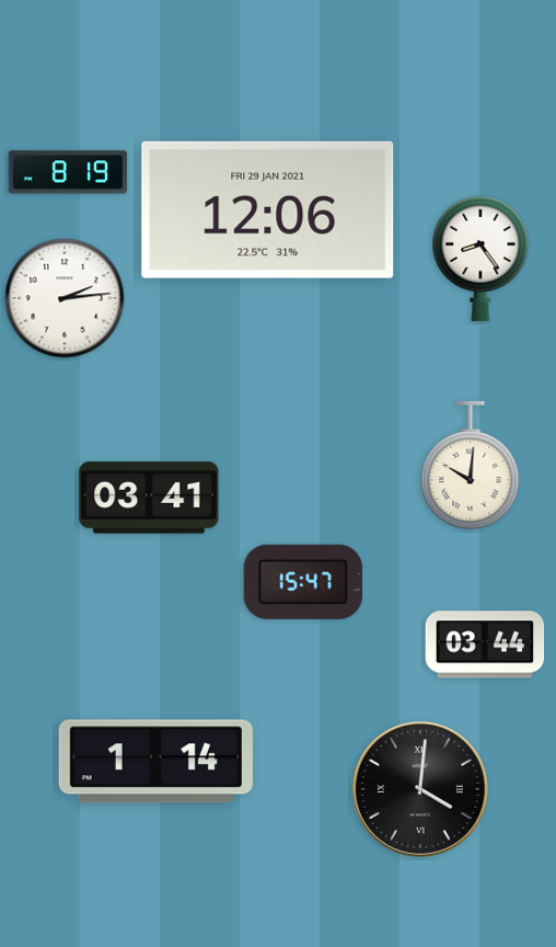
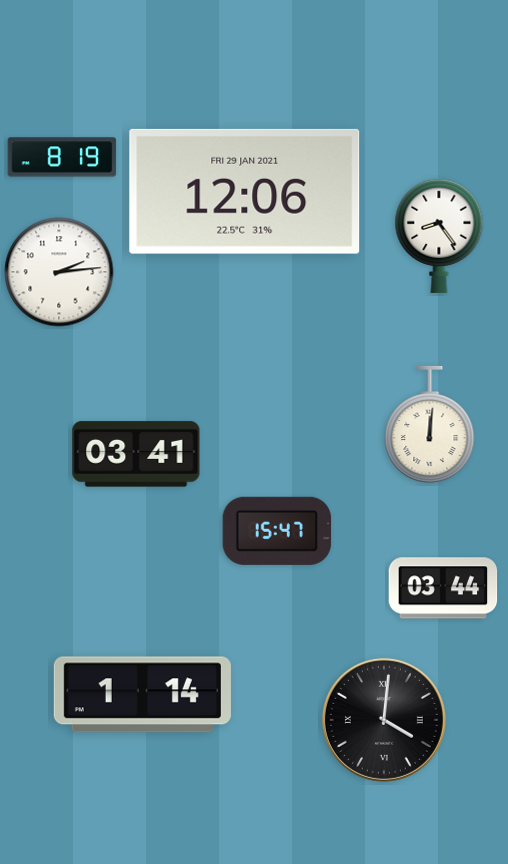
clock at (471, 466): 10:01 -> 12:01
